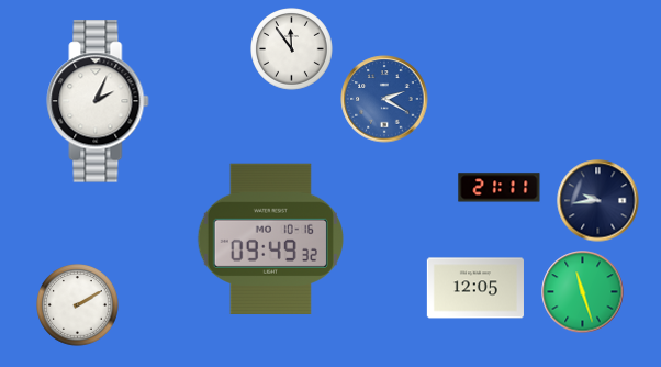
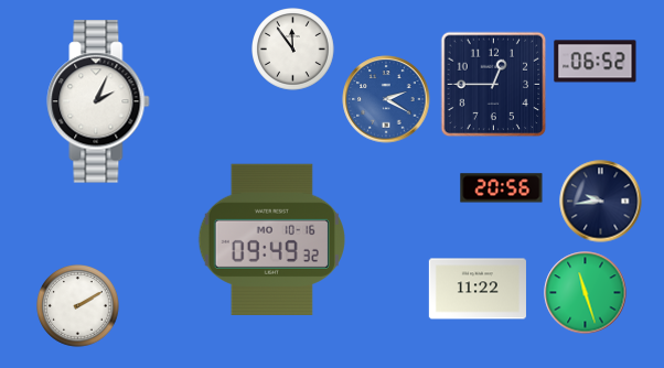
clock at (596, 62): none -> 06:52
clock at (494, 85): none -> 12:45
clock at (500, 188): 21:11 -> 20:56
clock at (475, 288): 12:05 -> 11:22
